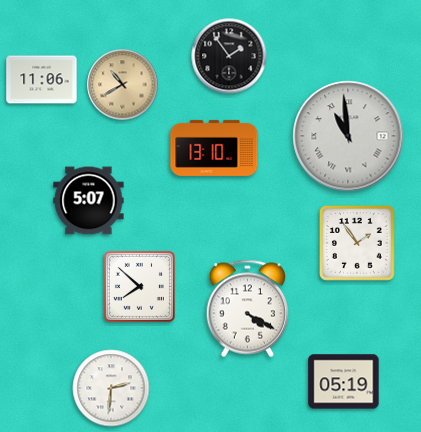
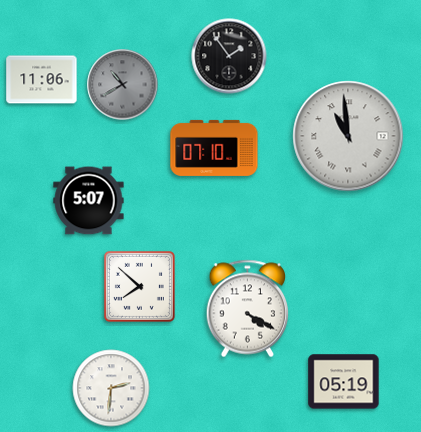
clock at (123, 85) dial: champagne -> grey
clock at (214, 148): 13:10 -> 07:10
clock at (357, 243): 1:54 -> none
